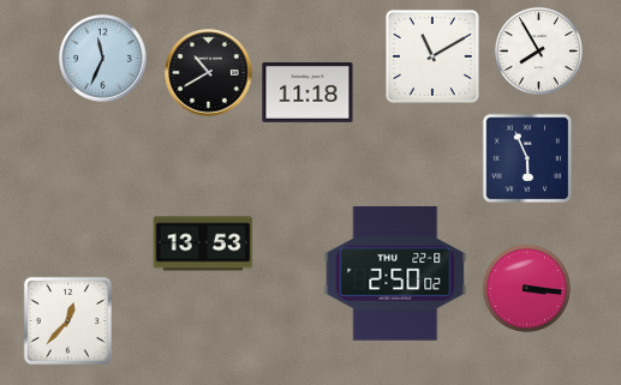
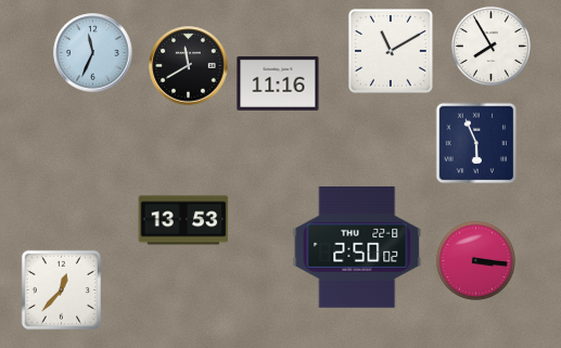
clock at (538, 50) position: (538, 50) -> (490, 46)
clock at (209, 73): 10:40 -> 11:40
clock at (307, 92): 11:18 -> 11:16
